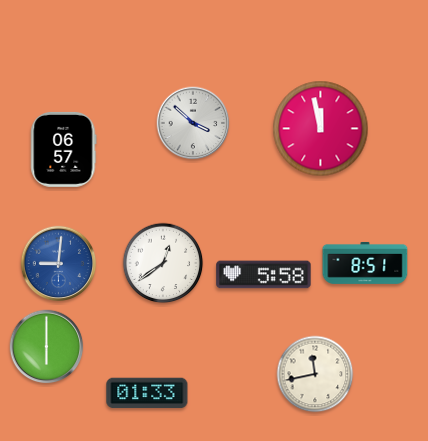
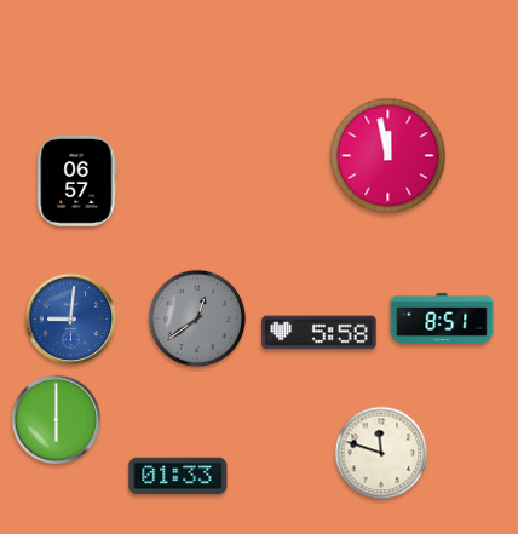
clock at (193, 123): 3:52 -> none
clock at (163, 263) dial: white -> grey
clock at (315, 374): 11:43 -> 11:48
